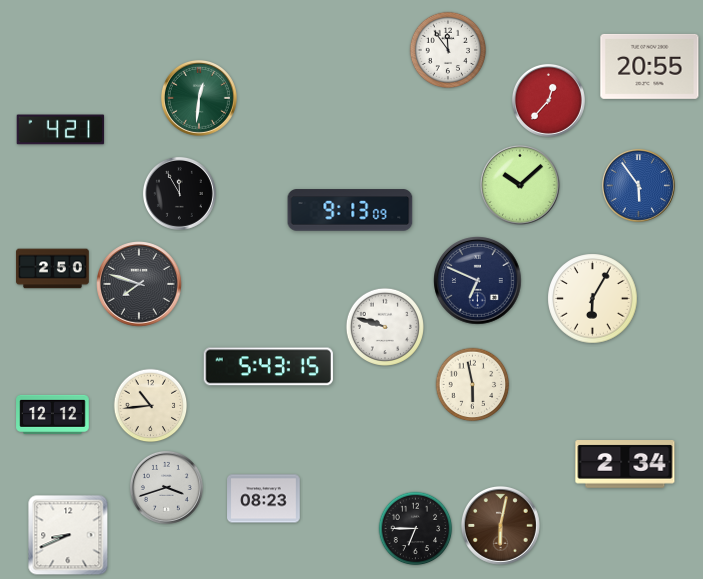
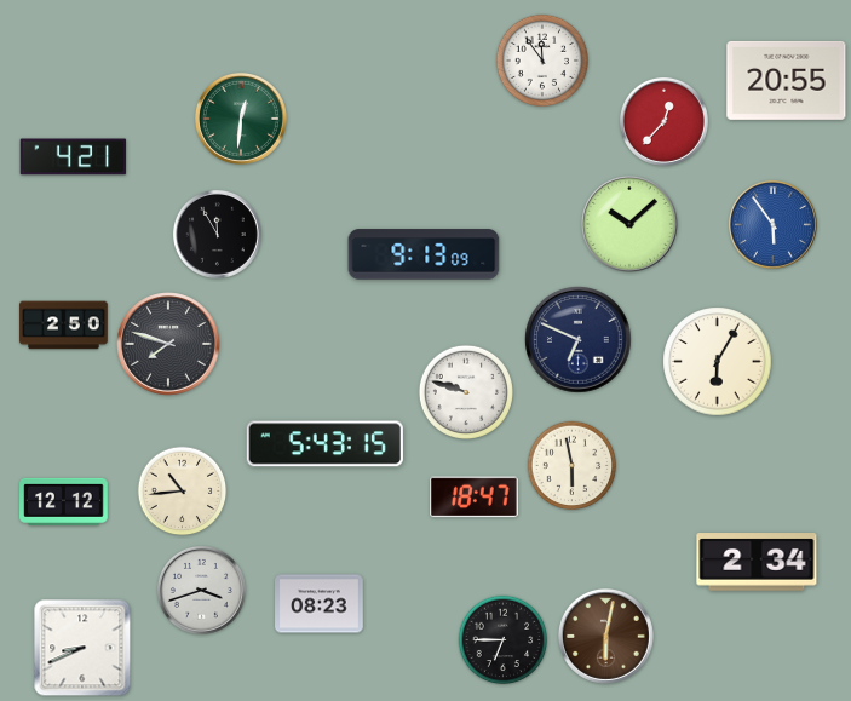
clock at (384, 326) position: (384, 326) -> (465, 391)
clock at (475, 498): none -> 18:47
